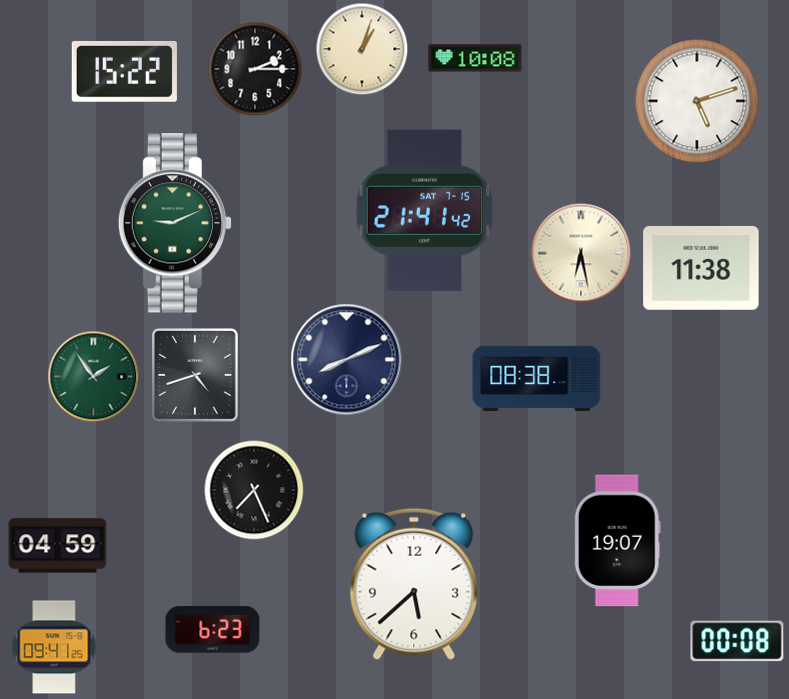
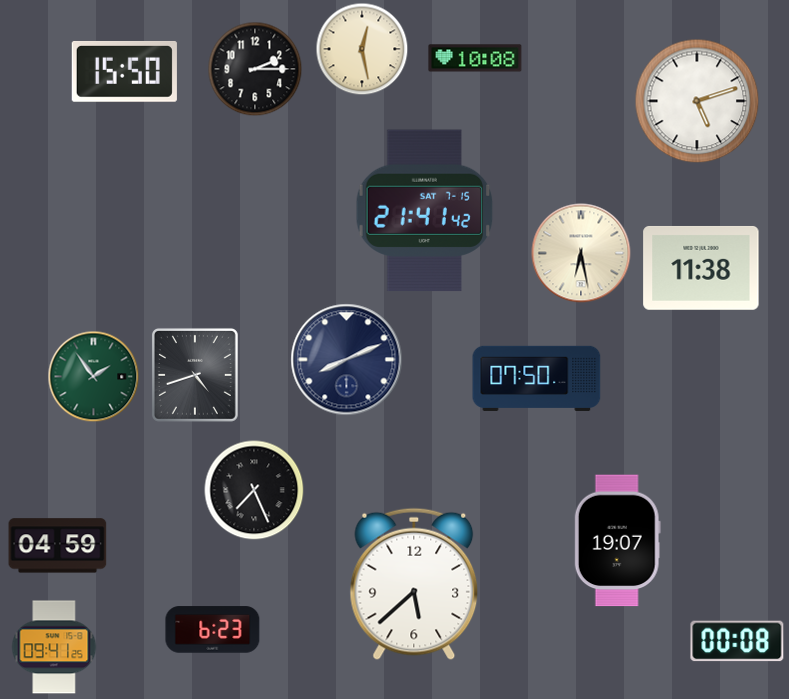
clock at (362, 49): 1:03 -> 12:28
clock at (124, 71): 15:22 -> 15:50
clock at (175, 223): 9:11 -> none
clock at (537, 378): 08:38 -> 07:50
